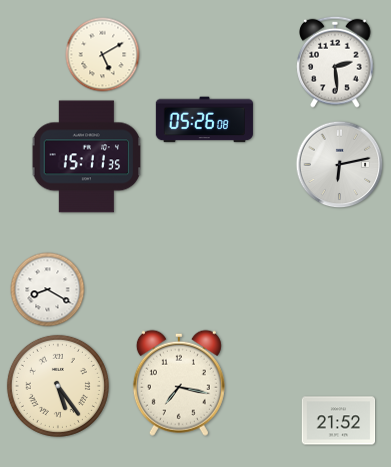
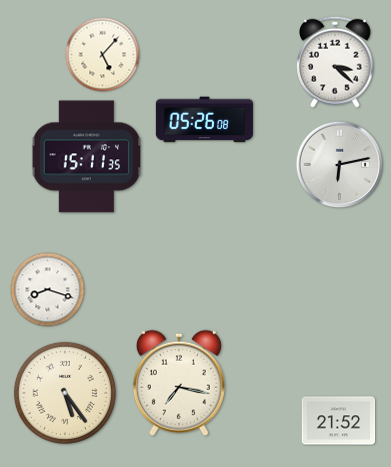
clock at (103, 55): 5:10 -> 5:07
clock at (335, 62): 2:29 -> 3:22
clock at (48, 290): 8:20 -> 8:18
clock at (58, 386) position: (58, 386) -> (65, 393)
